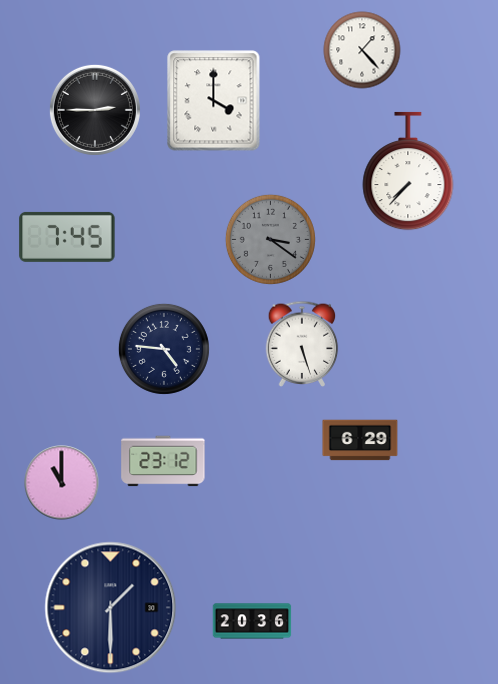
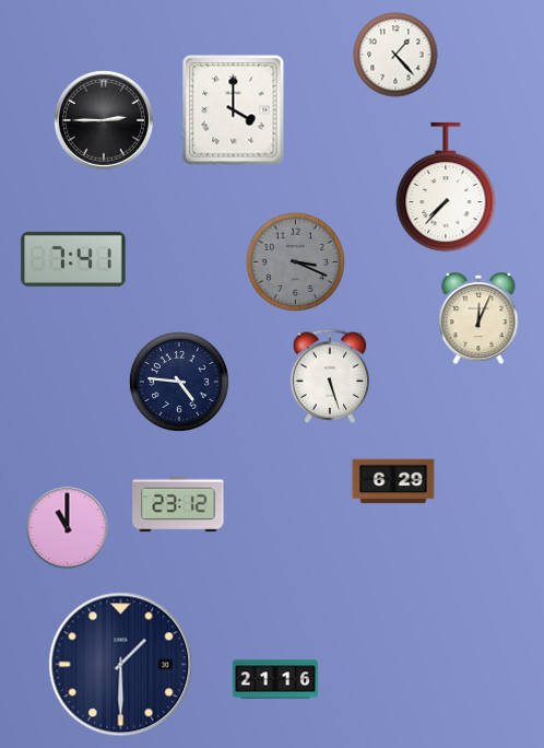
clock at (67, 237): 7:45 -> 7:41
clock at (270, 239): 3:21 -> 3:19
clock at (478, 318): none -> 12:04
clock at (252, 621): 20:36 -> 21:16
